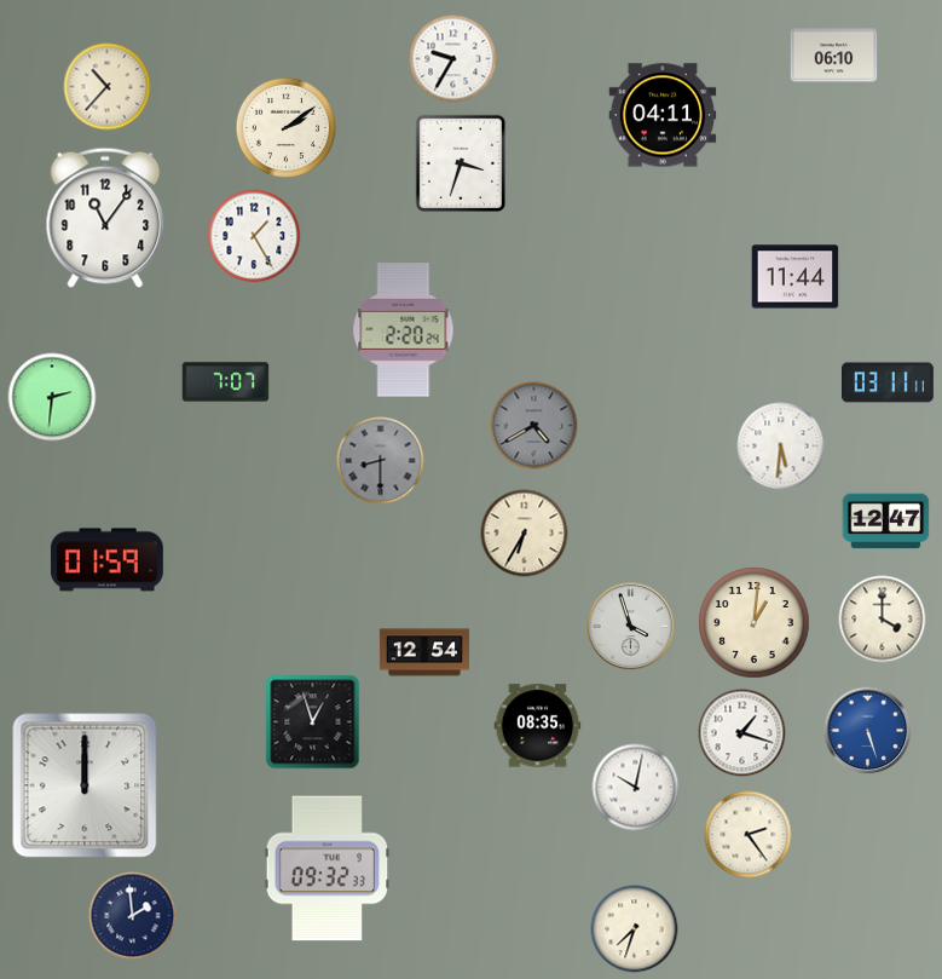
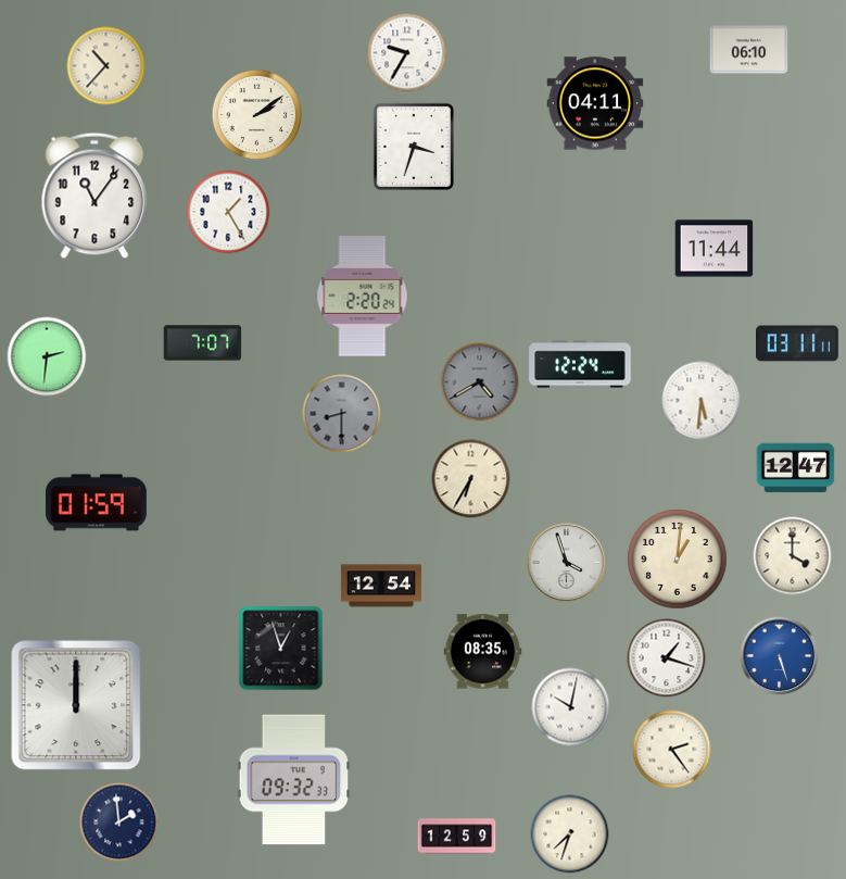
clock at (108, 87) position: (108, 87) -> (106, 66)
clock at (580, 364): none -> 12:24
clock at (457, 837): none -> 12:59
